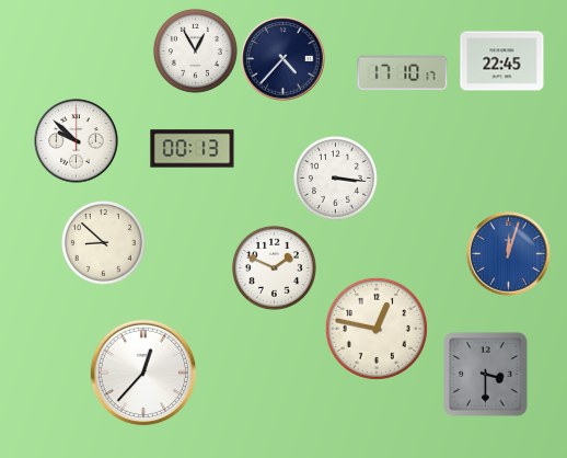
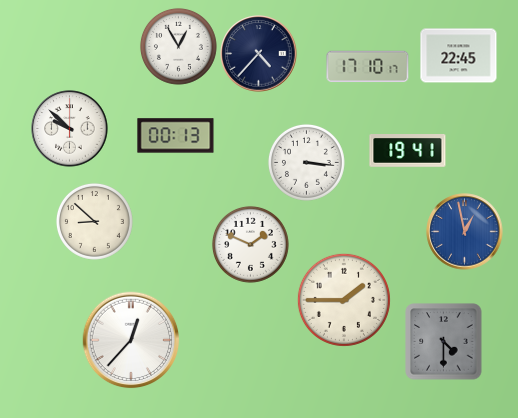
clock at (408, 151): none -> 19:41
clock at (509, 254): 12:03 -> 12:58
clock at (377, 329): 12:47 -> 1:45
clock at (486, 375): 3:30 -> 4:30
